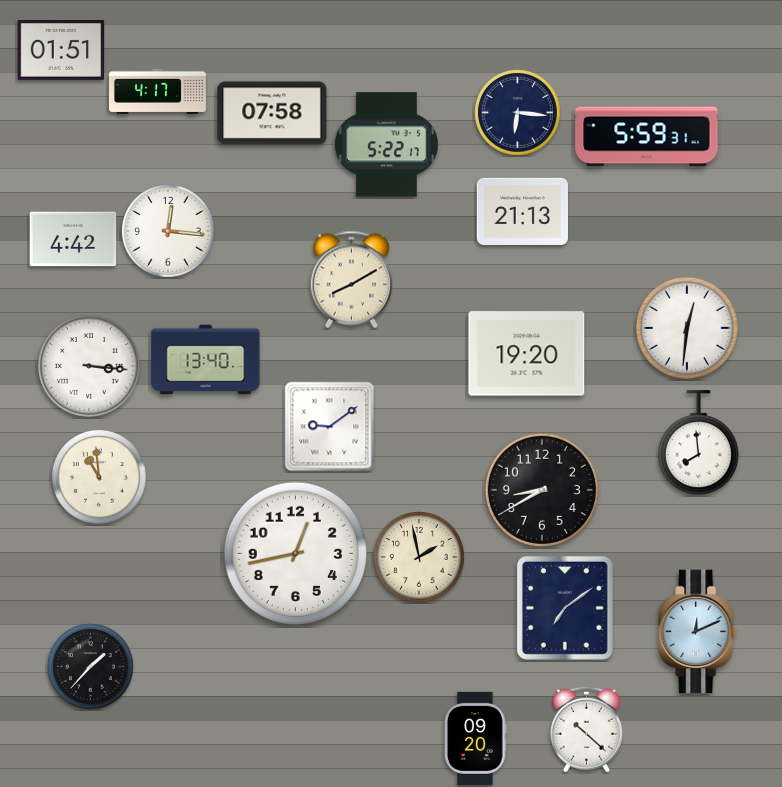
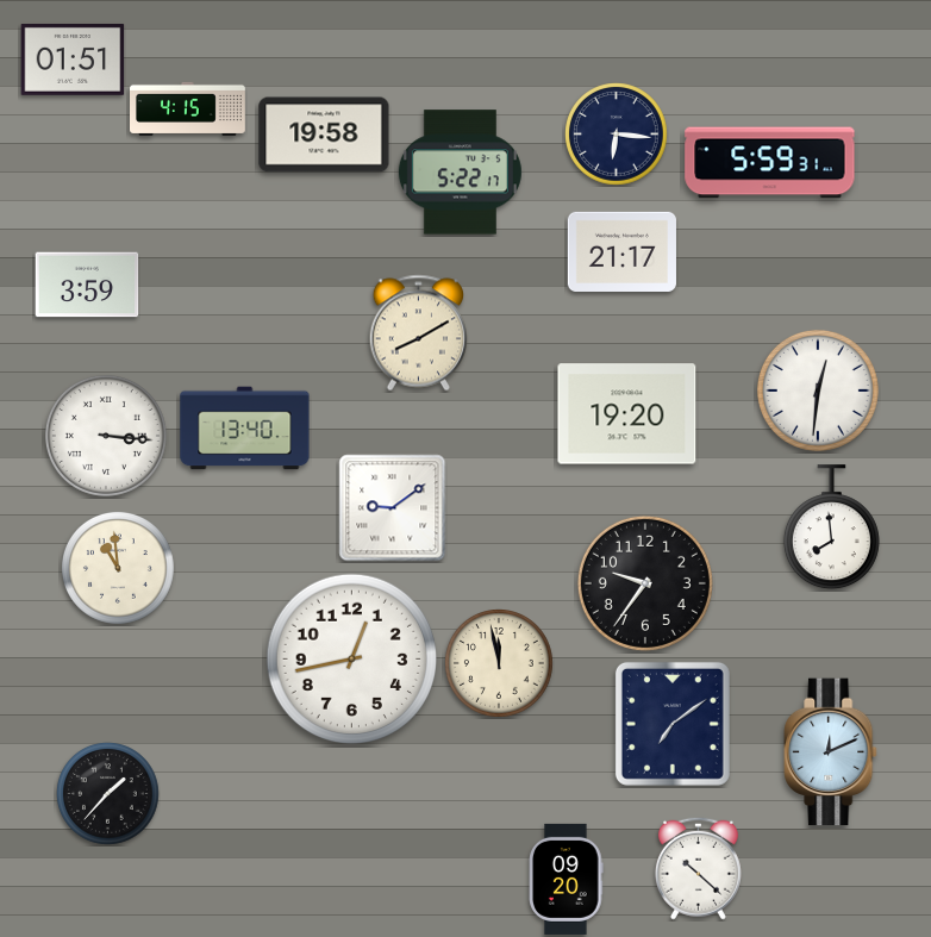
clock at (158, 91): 4:17 -> 4:15
clock at (272, 113): 07:58 -> 19:58
clock at (522, 211): 21:13 -> 21:17
clock at (168, 231): 12:16 -> none
clock at (73, 239): 4:42 -> 3:59
clock at (527, 354) position: (527, 354) -> (627, 414)
clock at (542, 490): 8:40 -> 9:36
clock at (420, 558): 1:58 -> 11:58
